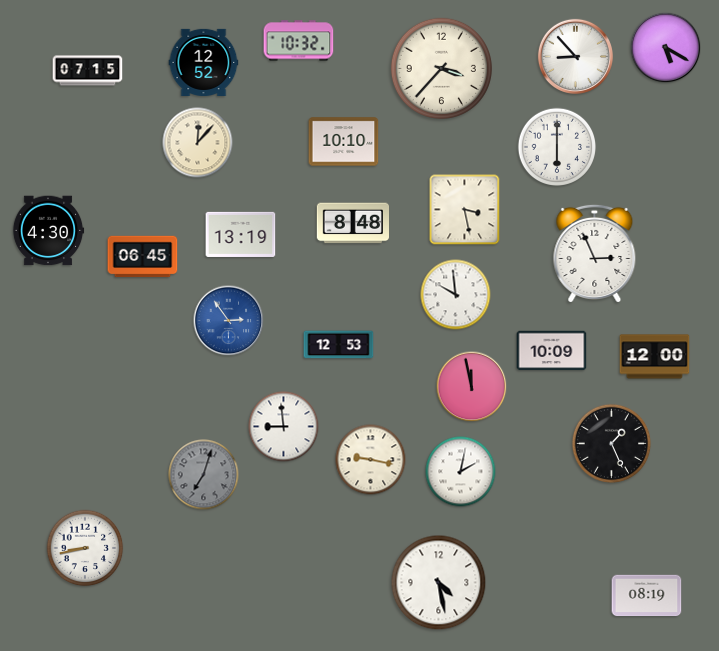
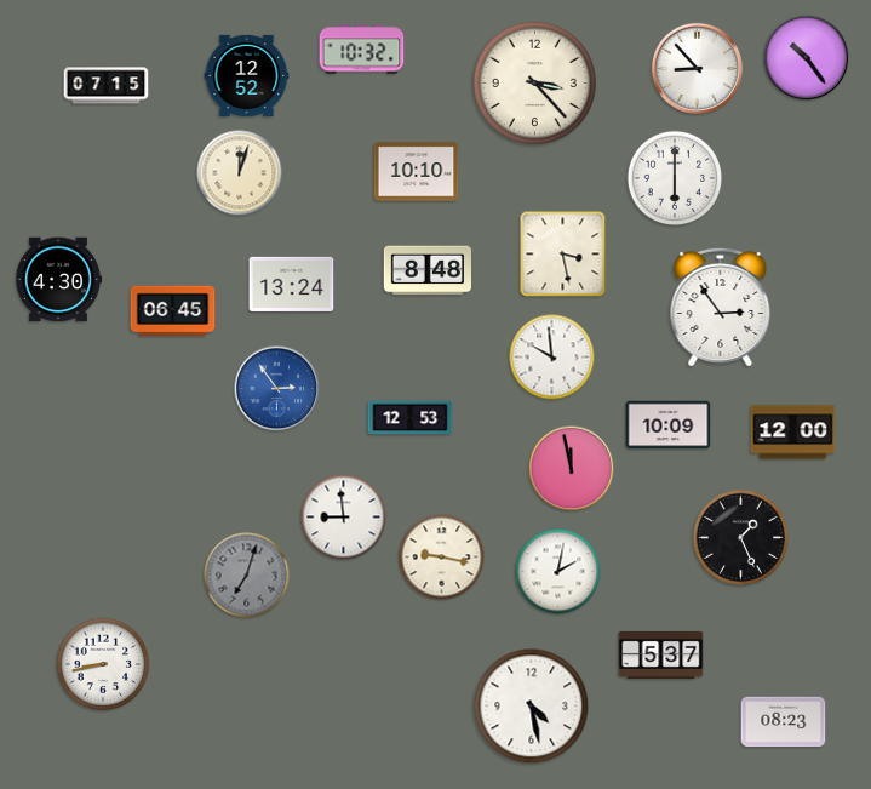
clock at (666, 48): 5:20 -> 10:24
clock at (441, 68): 3:37 -> 3:23
clock at (198, 143): 12:07 -> 12:03
clock at (241, 234): 13:19 -> 13:24
clock at (595, 253): 2:56 -> 2:54
clock at (371, 460) position: (371, 460) -> (442, 558)
clock at (661, 654): none -> 5:37
clock at (647, 596): 08:19 -> 08:23
